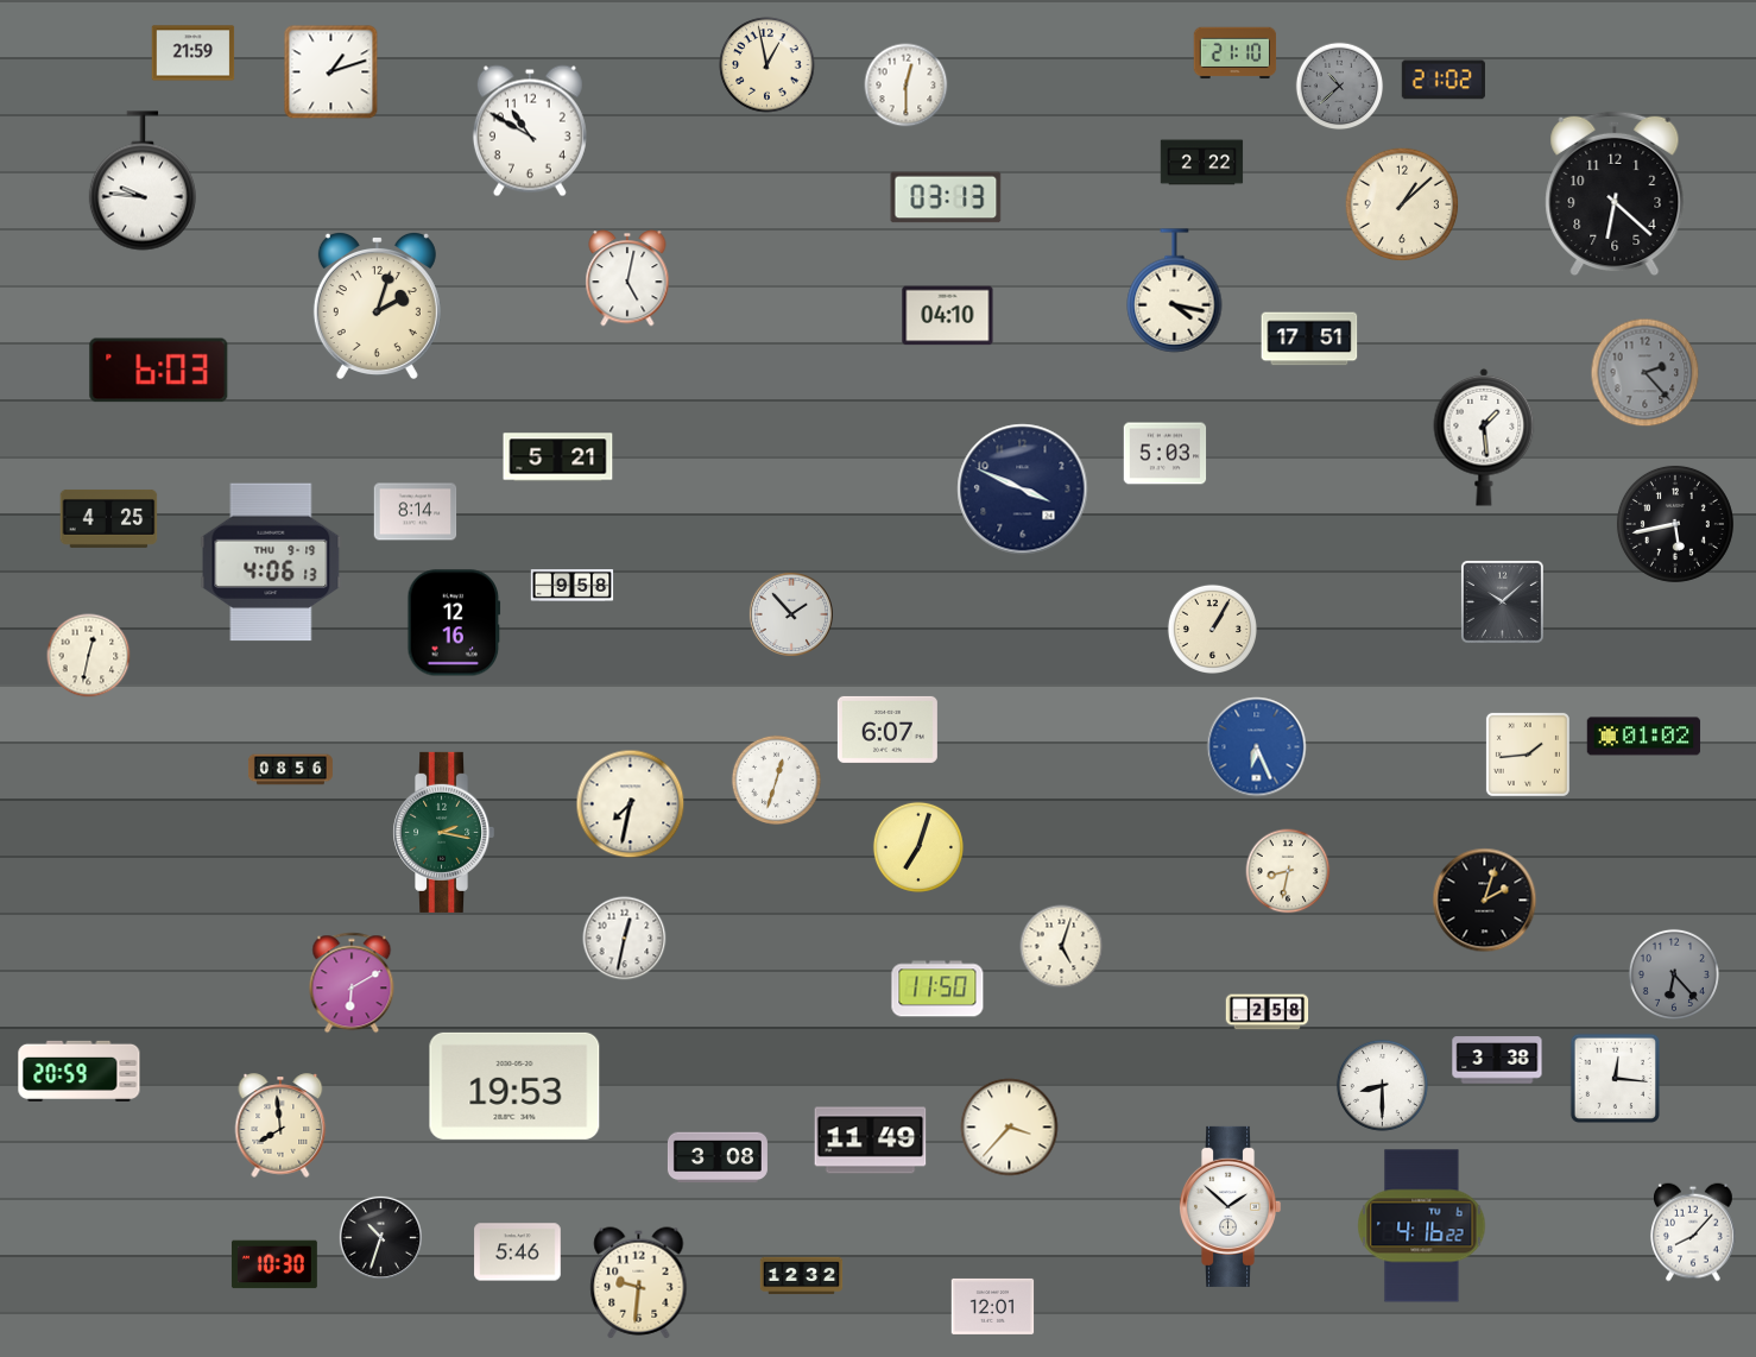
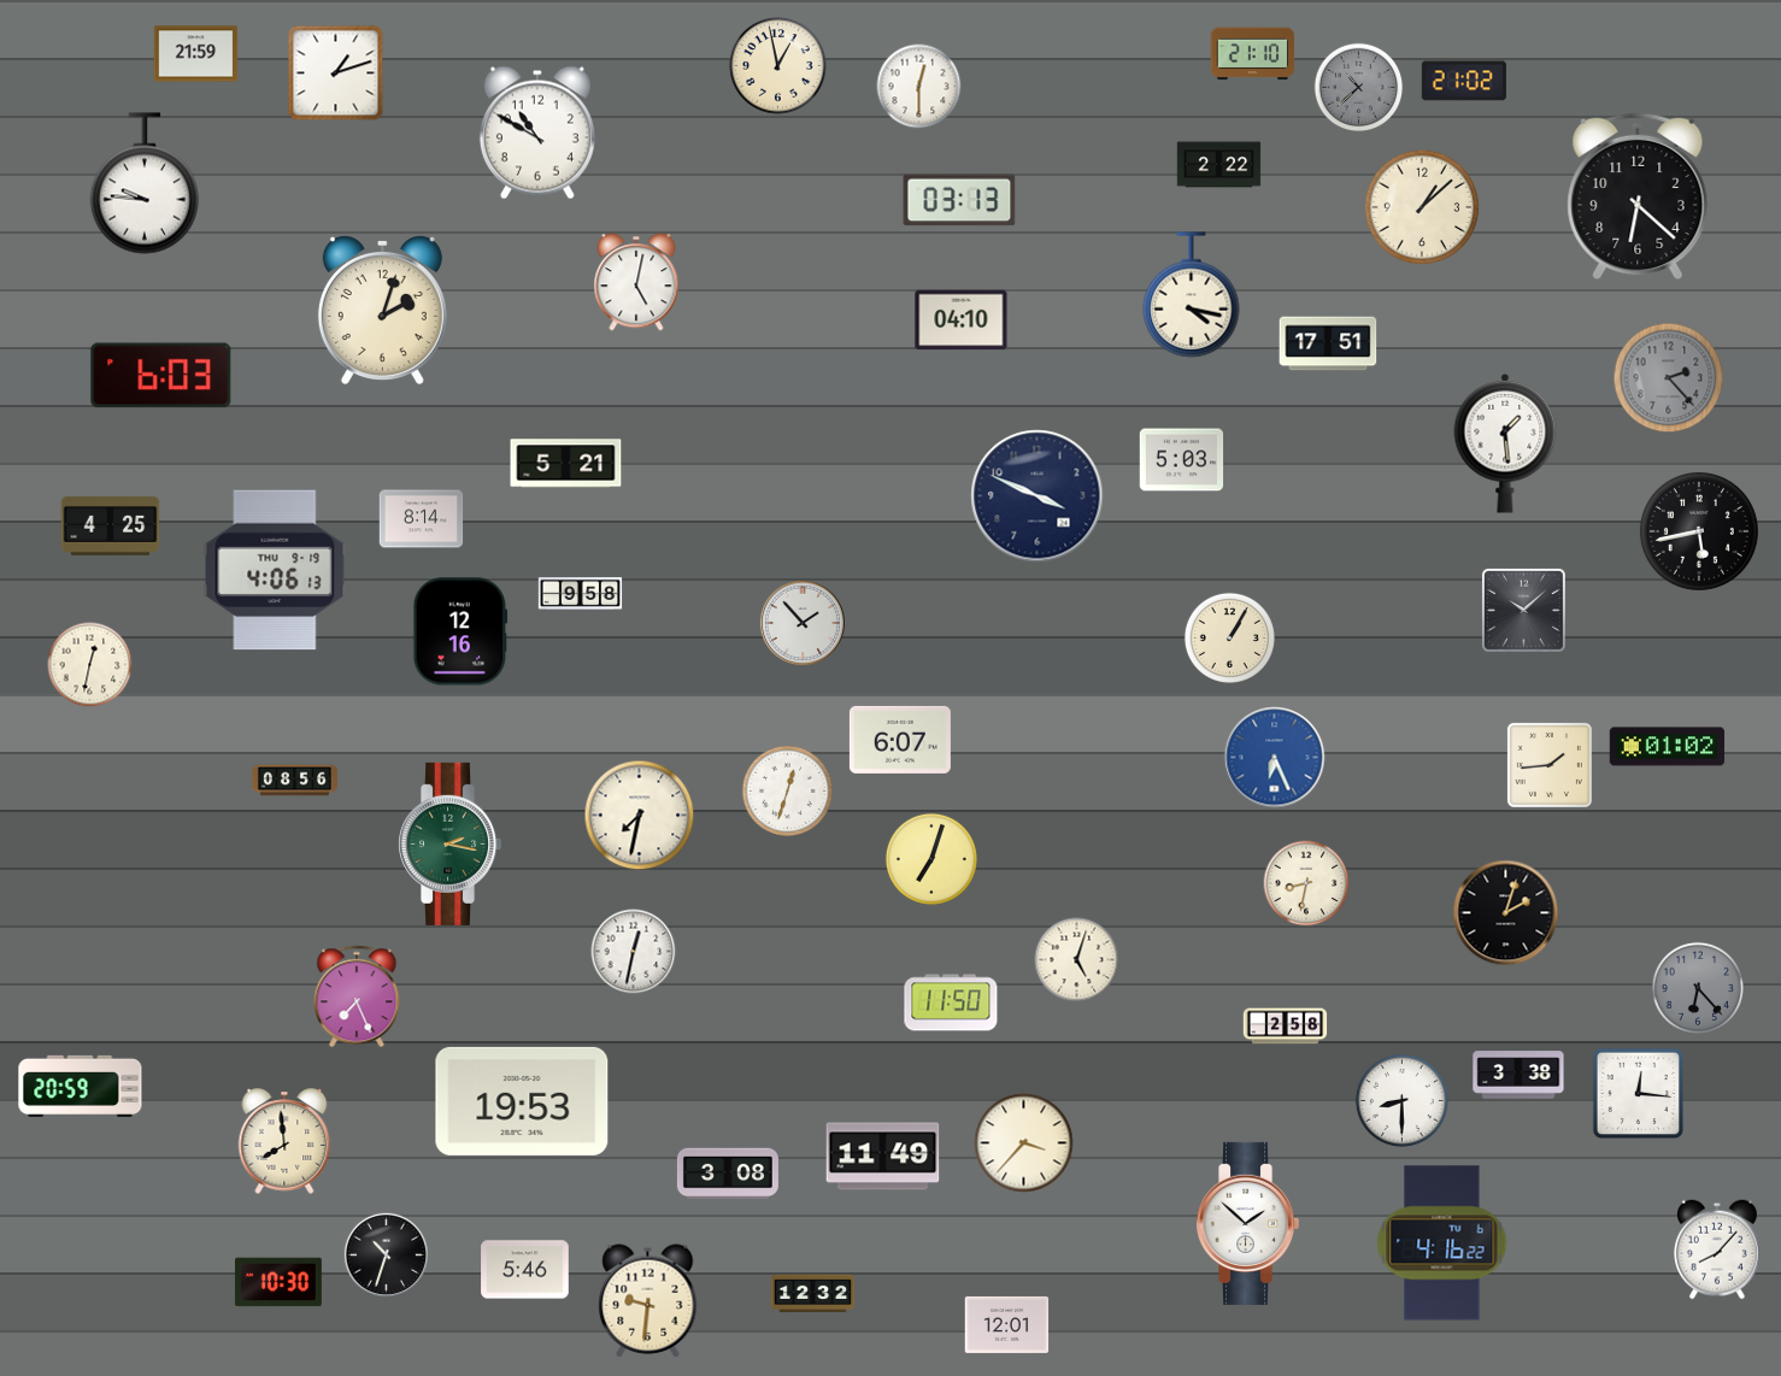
clock at (352, 983): 6:10 -> 7:26
